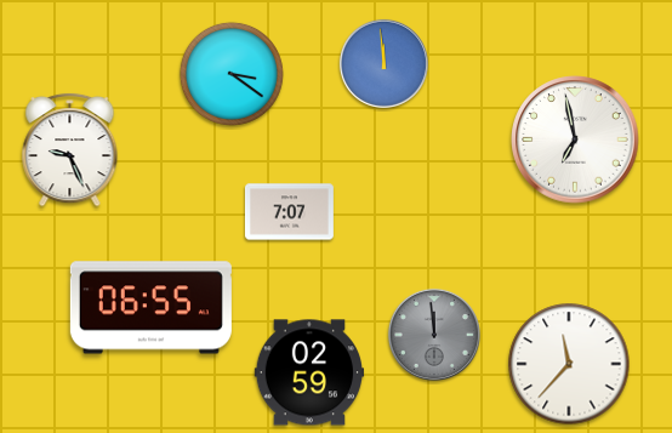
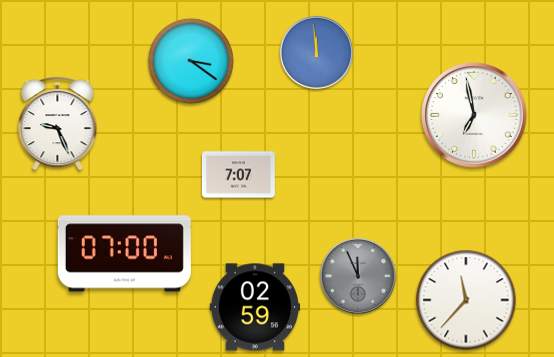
clock at (150, 308): 06:55 -> 07:00
clock at (434, 335): 11:59 -> 11:56
clock at (569, 364) position: (569, 364) -> (466, 300)
